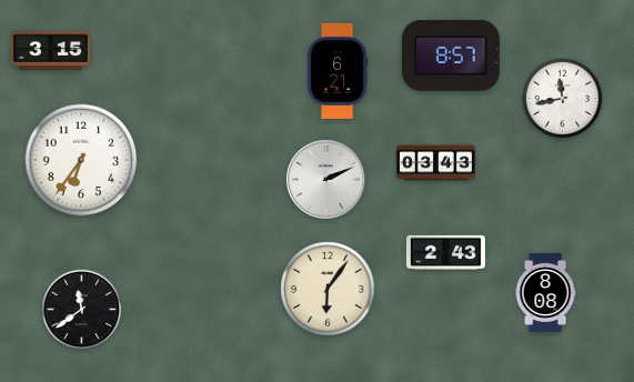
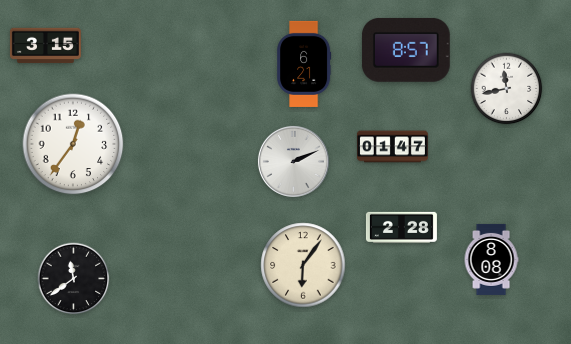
clock at (81, 160): 6:36 -> 12:36
clock at (435, 163): 03:43 -> 01:47
clock at (445, 252): 2:43 -> 2:28
clock at (328, 289) position: (328, 289) -> (303, 265)
clock at (545, 292) position: (545, 292) -> (491, 259)
